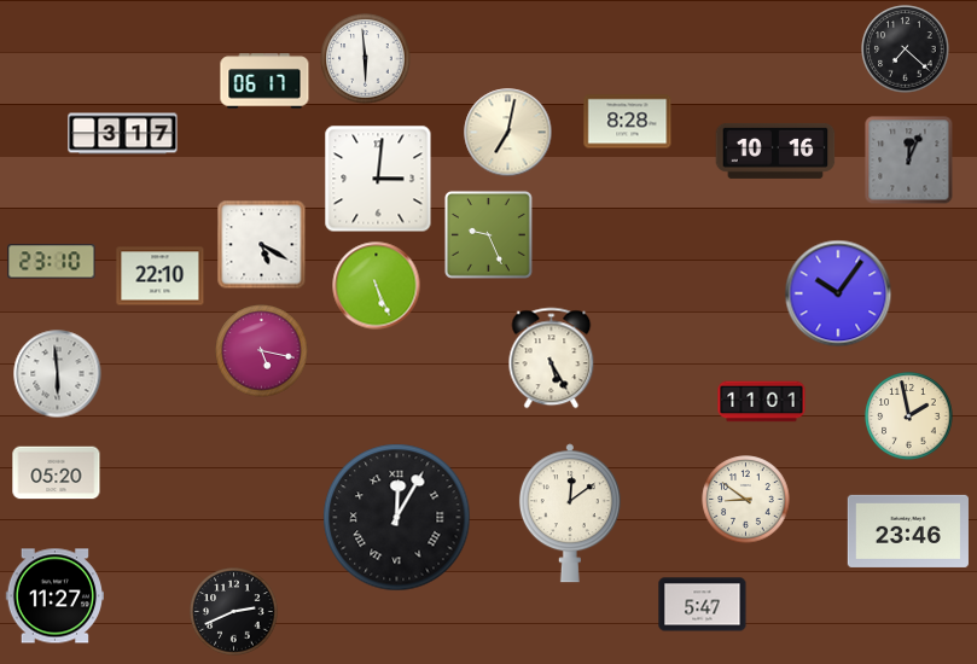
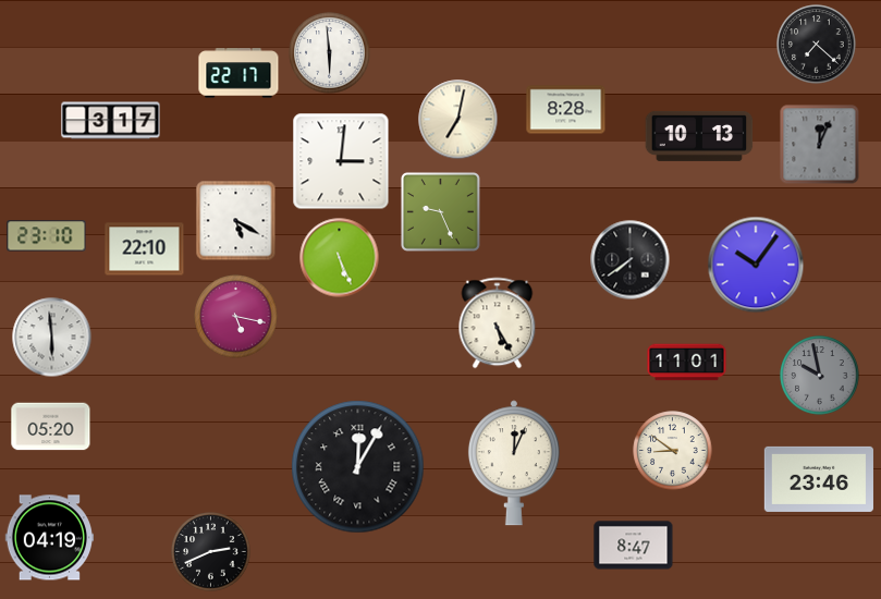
clock at (264, 81): 06:17 -> 22:17
clock at (775, 151): 10:16 -> 10:13
clock at (631, 260): none -> 7:39
clock at (909, 417): 1:58 -> 9:58
clock at (909, 417) dial: cream -> grey
clock at (570, 513): 12:09 -> 12:04
clock at (54, 596): 11:27 -> 04:19
clock at (703, 605): 5:47 -> 8:47
